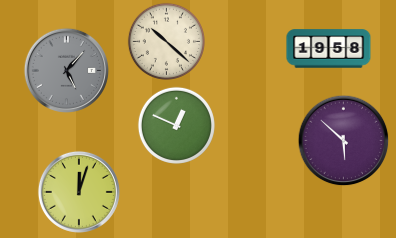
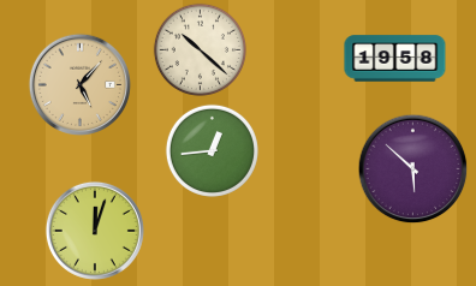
clock at (66, 70) dial: grey -> champagne
clock at (176, 125): 12:49 -> 12:44
